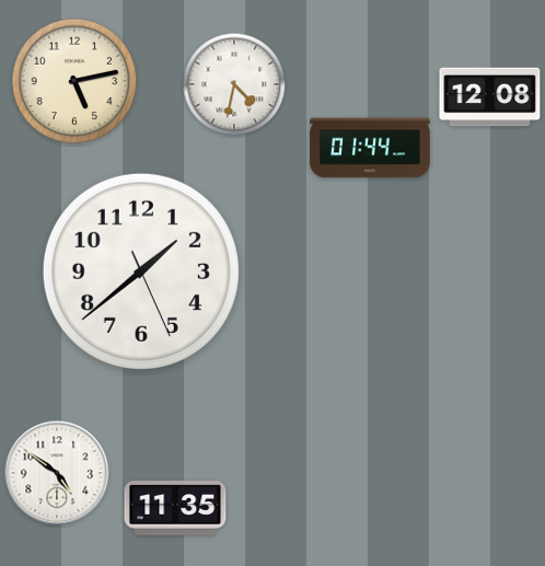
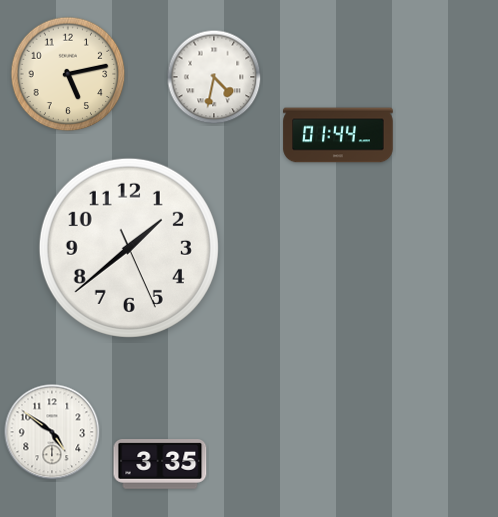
clock at (490, 97): 12:08 -> none
clock at (175, 508): 11:35 -> 3:35
